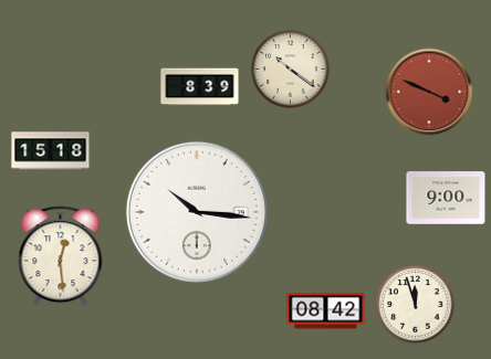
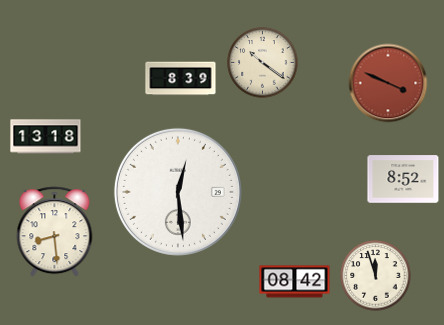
clock at (51, 151): 15:18 -> 13:18
clock at (446, 198): 9:00 -> 8:52
clock at (197, 212): 10:16 -> 12:29
clock at (61, 256): 12:29 -> 8:29
